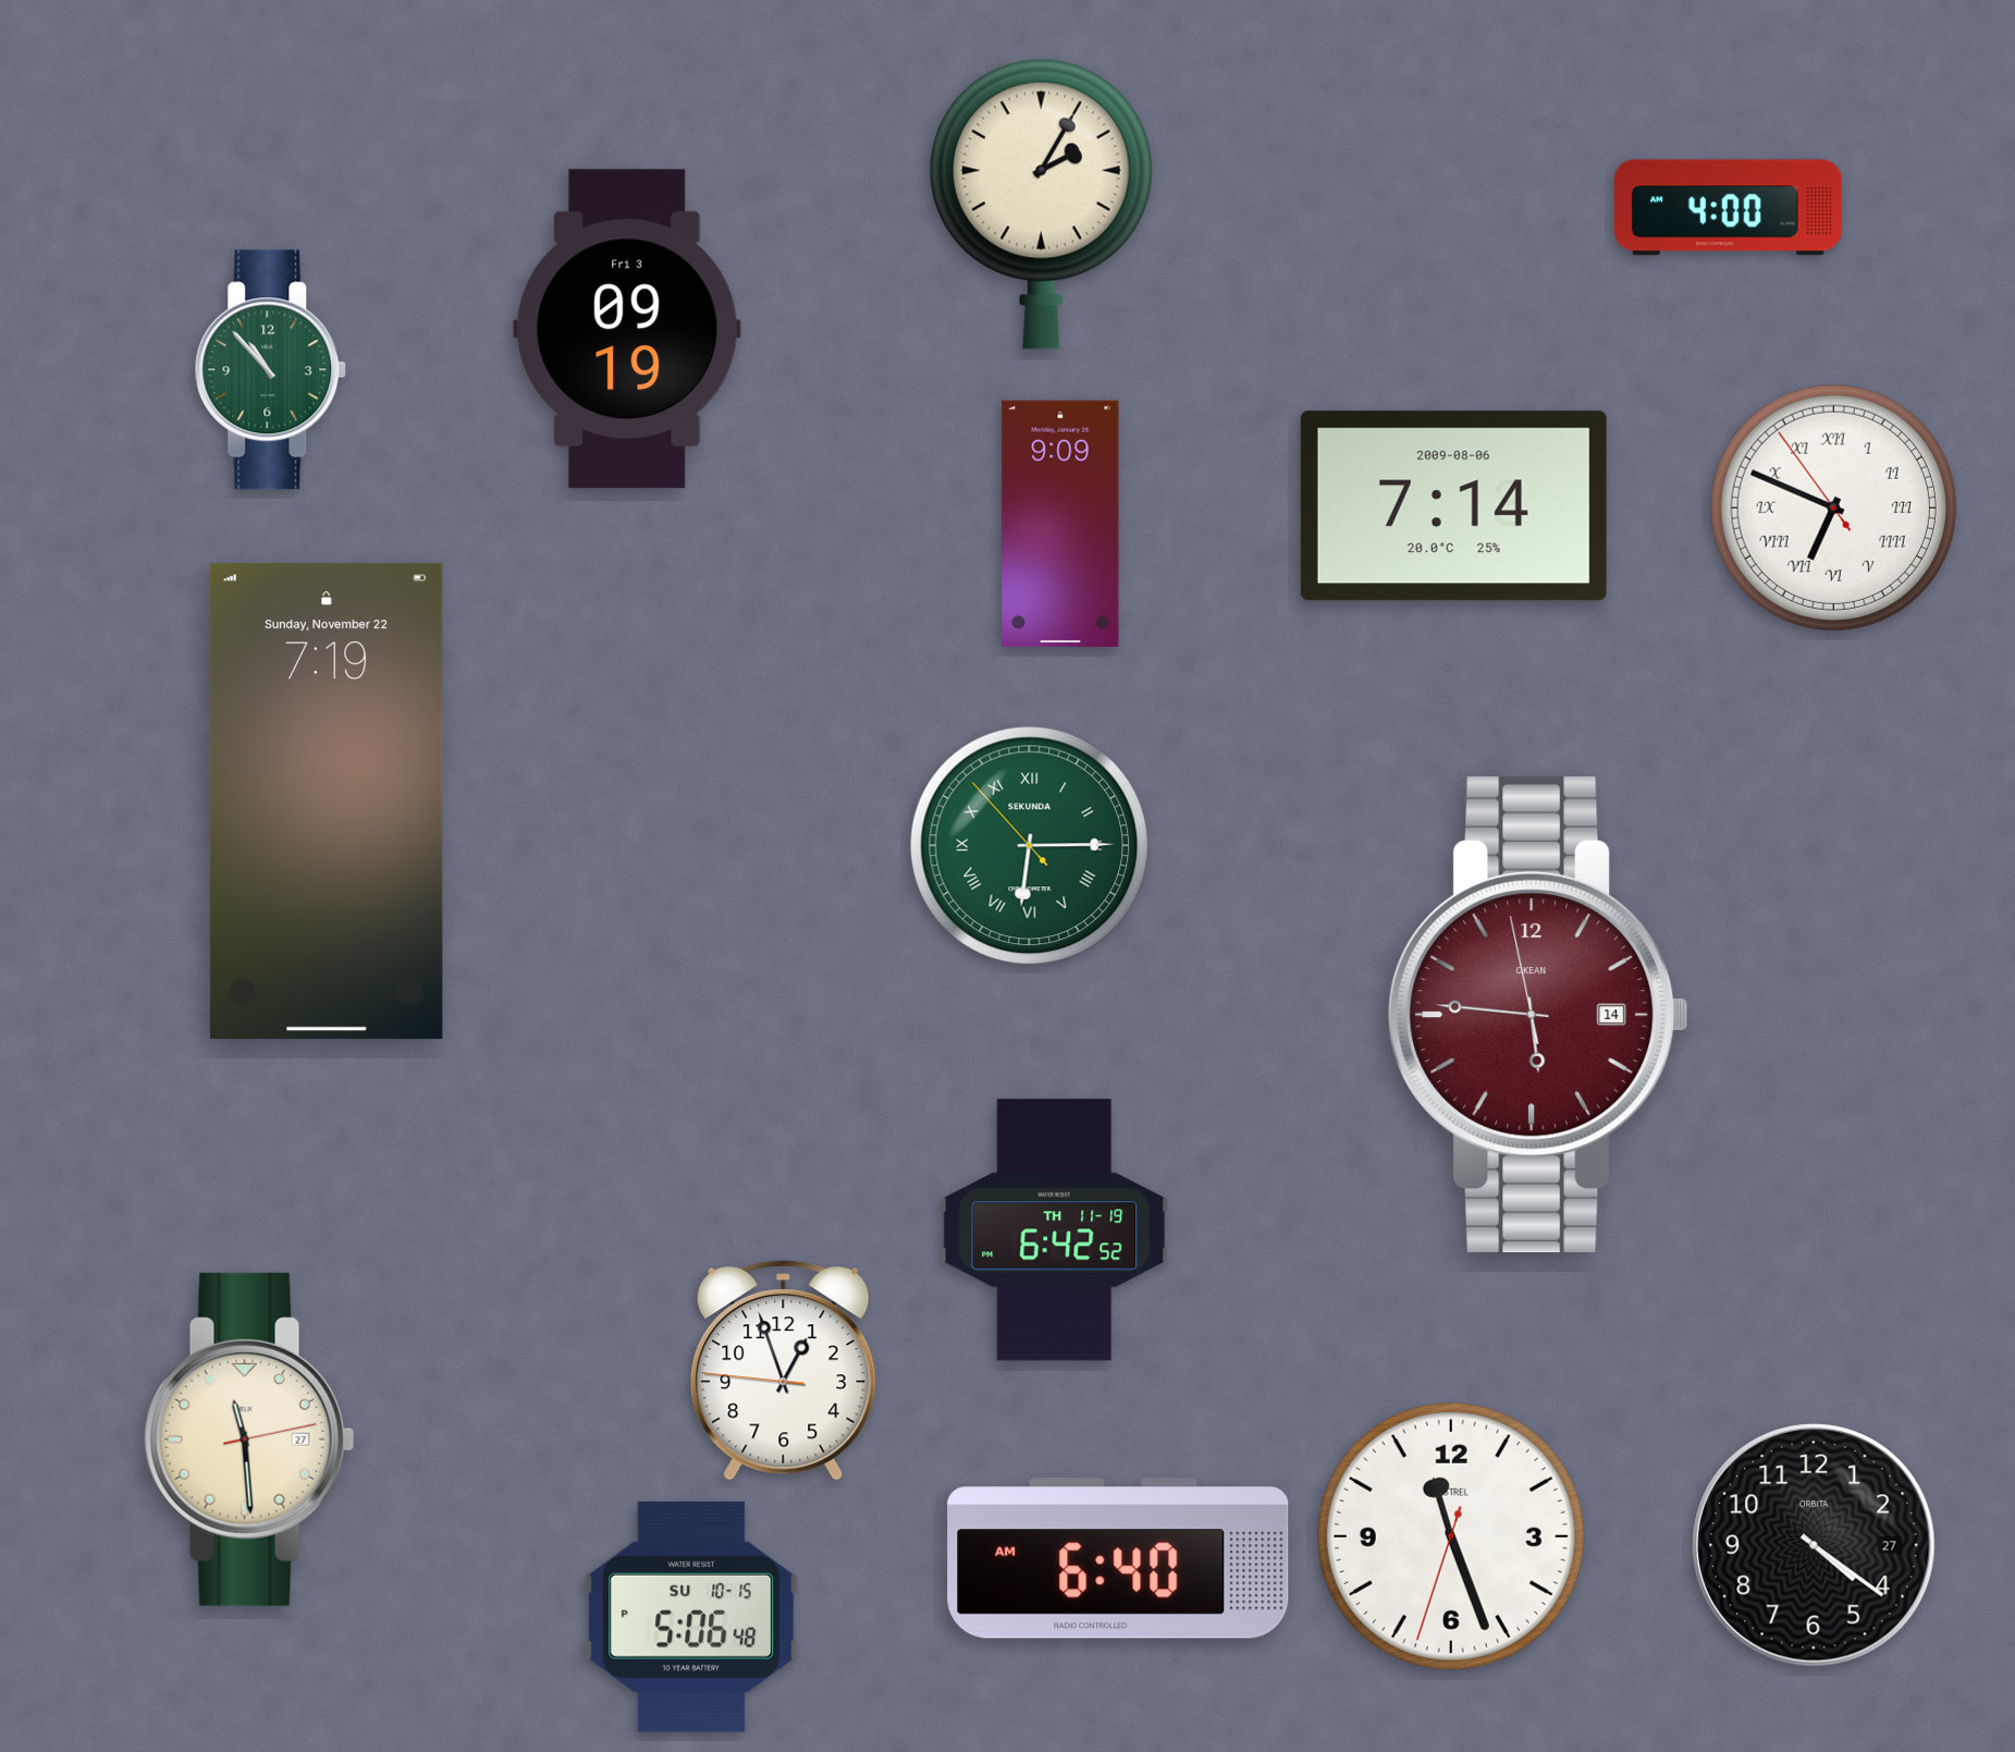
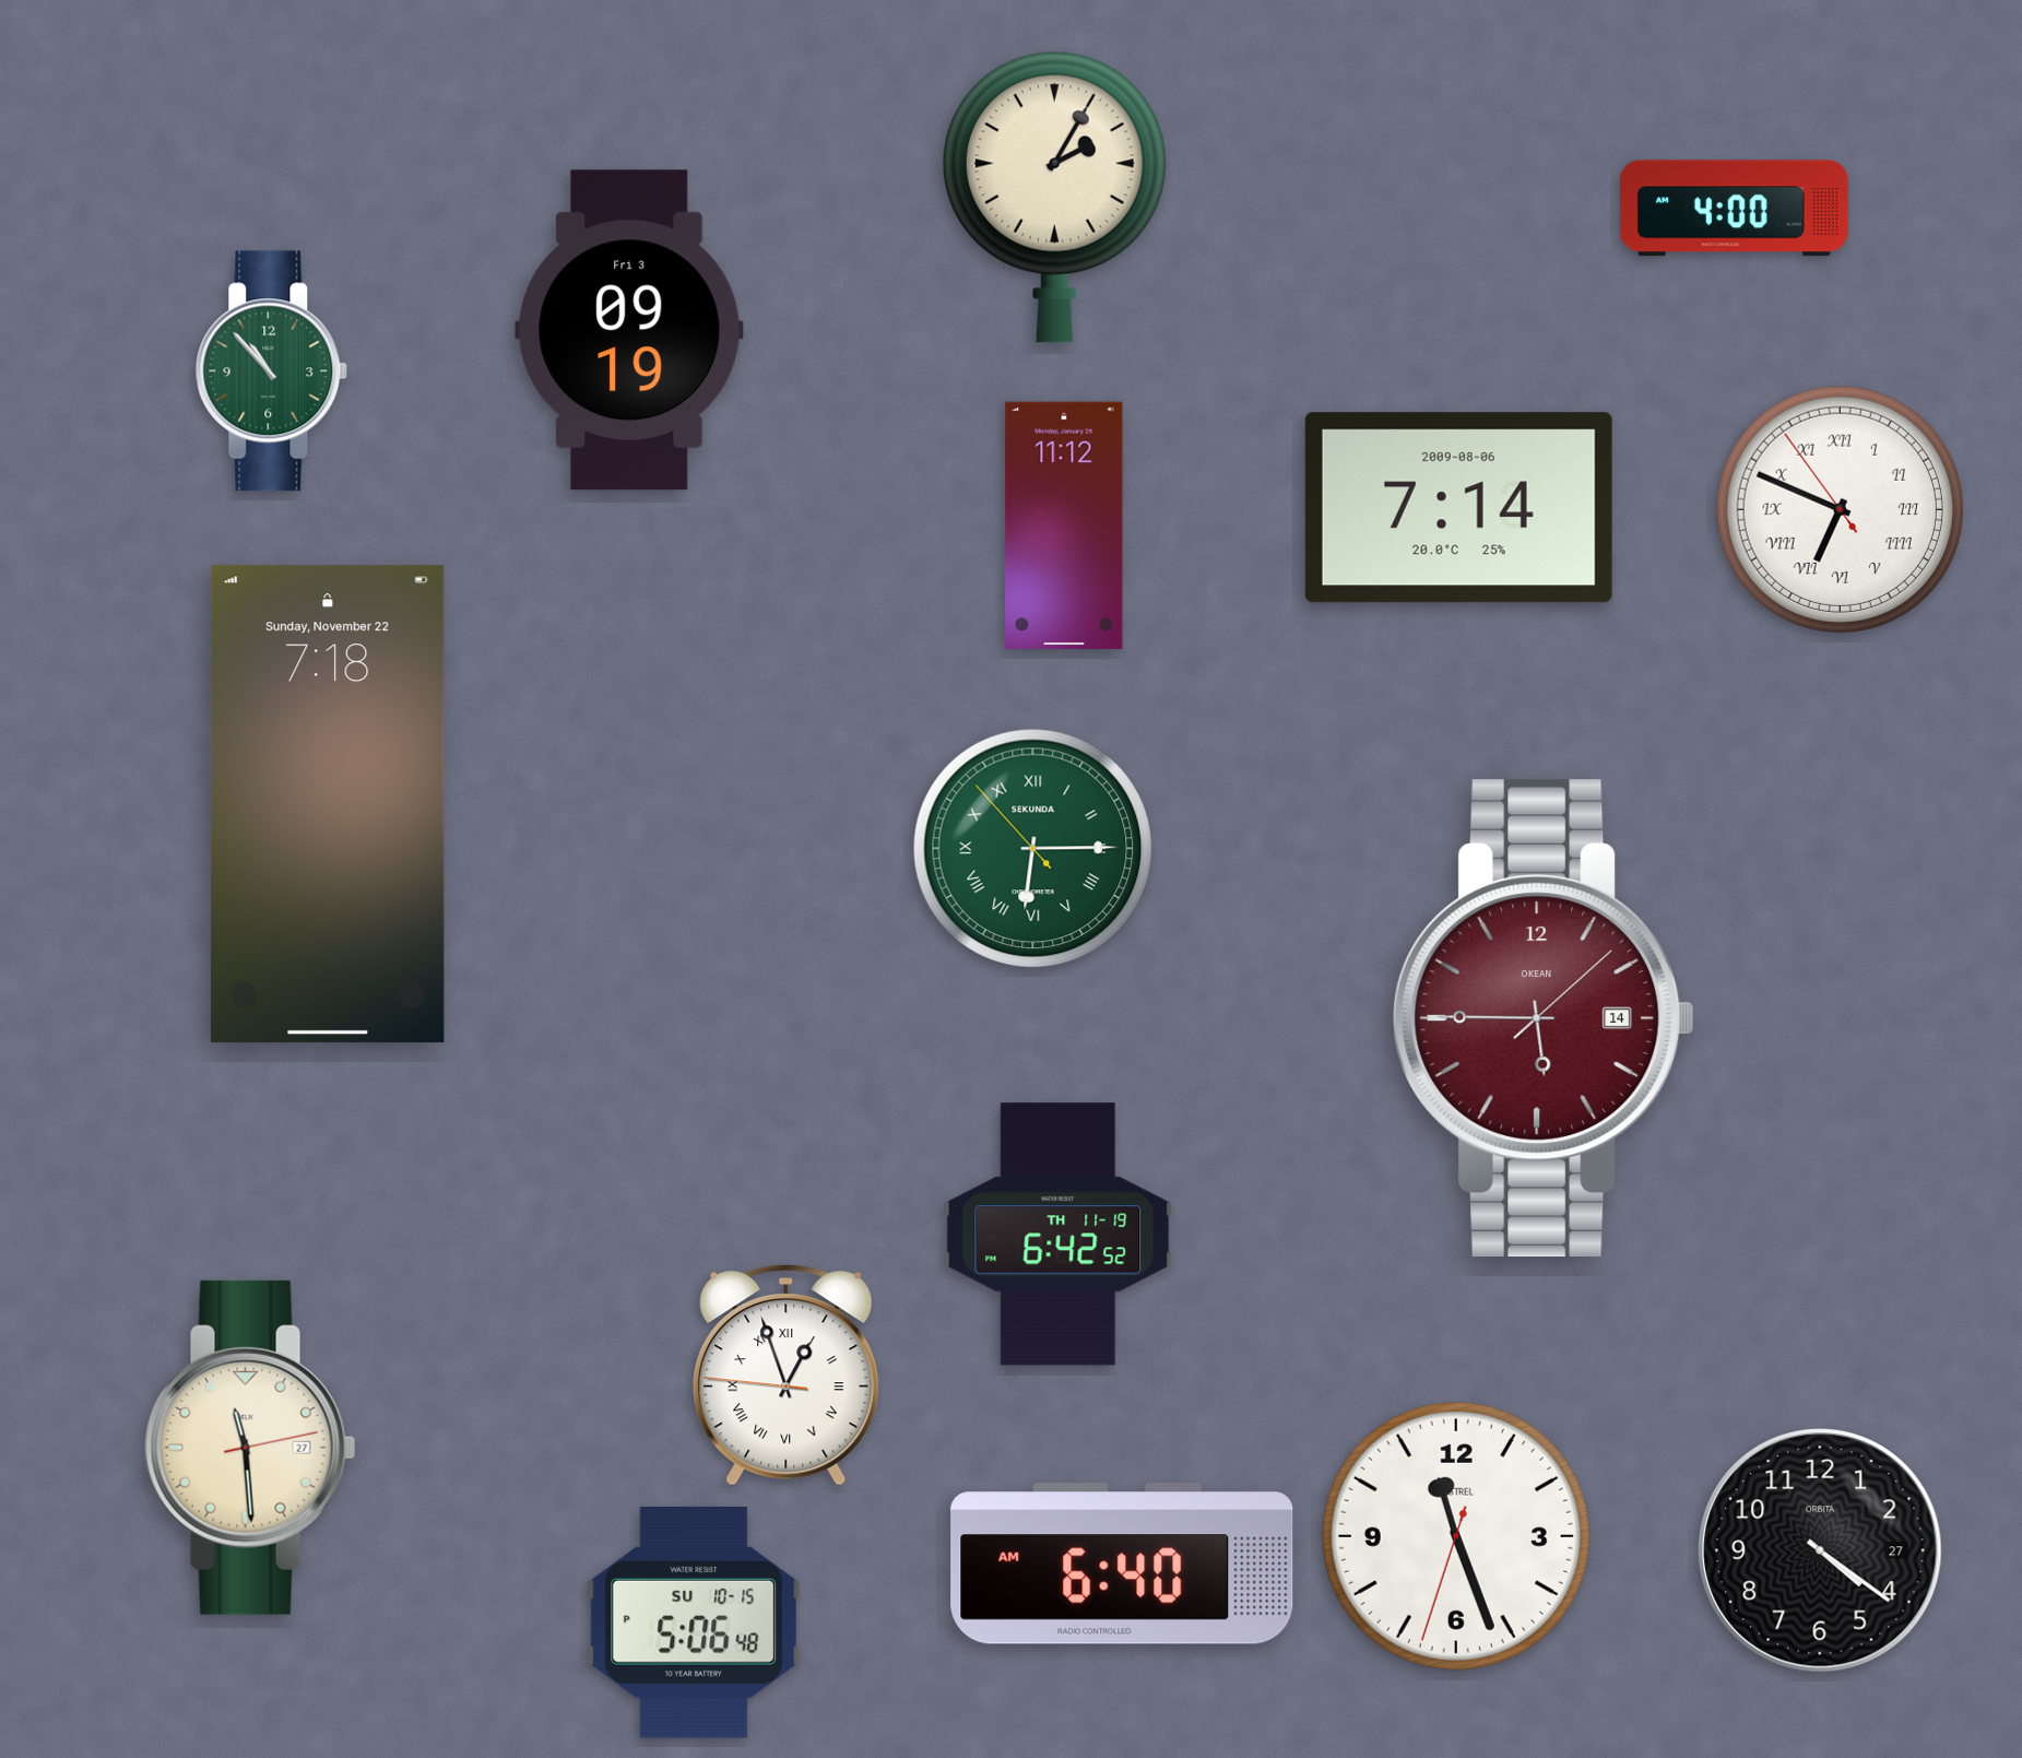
clock at (1041, 204) position: (1041, 204) -> (1054, 197)
clock at (1060, 524): 9:09 -> 11:12
clock at (327, 801): 7:19 -> 7:18
clock at (1538, 1015): 5:45:58 -> 5:45:08
clock at (784, 1371) numerals: Arabic -> Roman
clock at (249, 1439) position: (249, 1439) -> (250, 1448)
clock at (1451, 1536) position: (1451, 1536) -> (1456, 1536)
